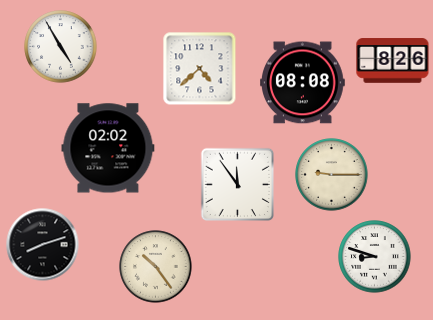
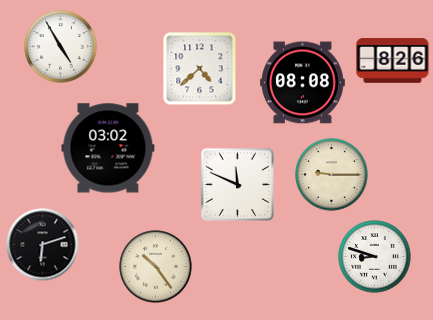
clock at (108, 148): 02:02 -> 03:02
clock at (237, 184): 11:54 -> 11:49
clock at (43, 245): 8:12 -> 6:12
